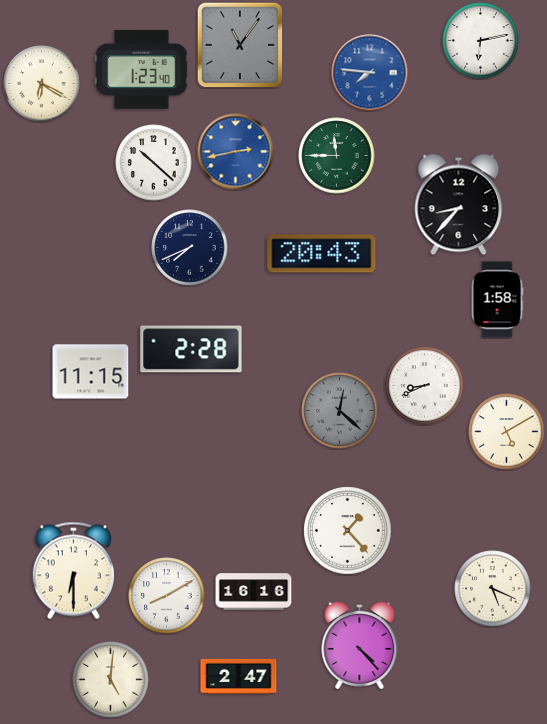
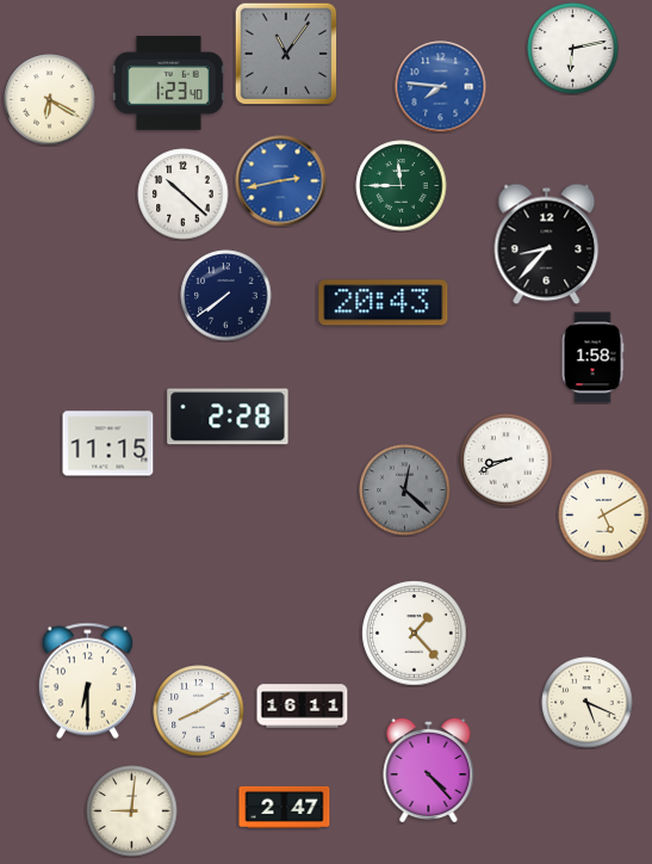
clock at (190, 248): 7:41 -> 7:39
clock at (254, 592): 16:16 -> 16:11
clock at (111, 680): 5:01 -> 9:01
